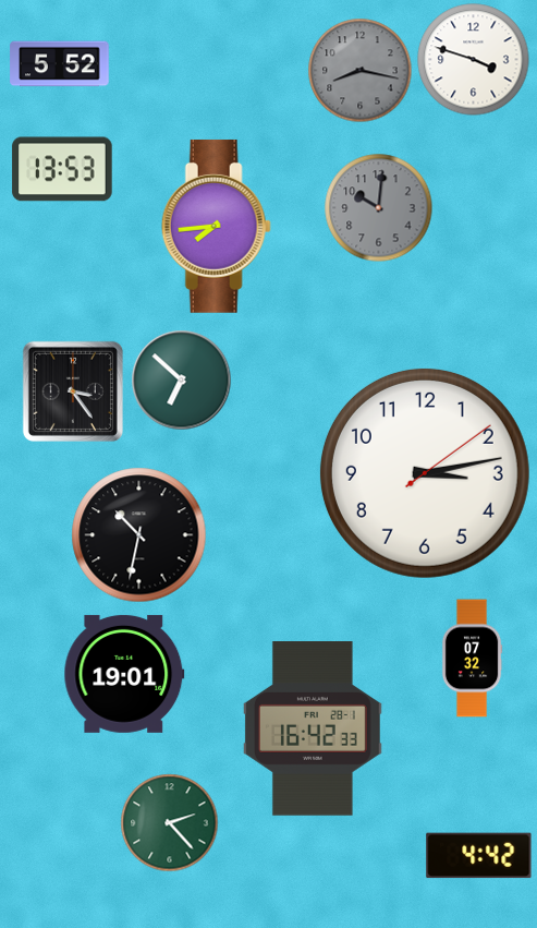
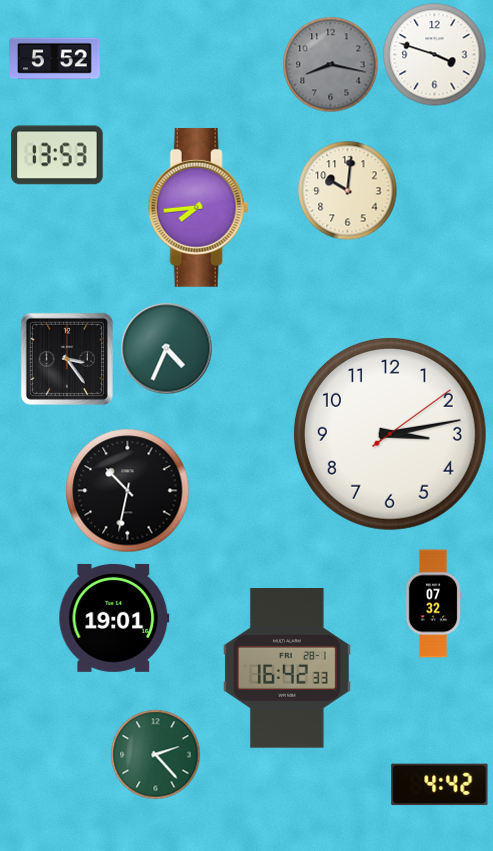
clock at (379, 208) dial: grey -> cream
clock at (182, 381): 6:52 -> 4:34
